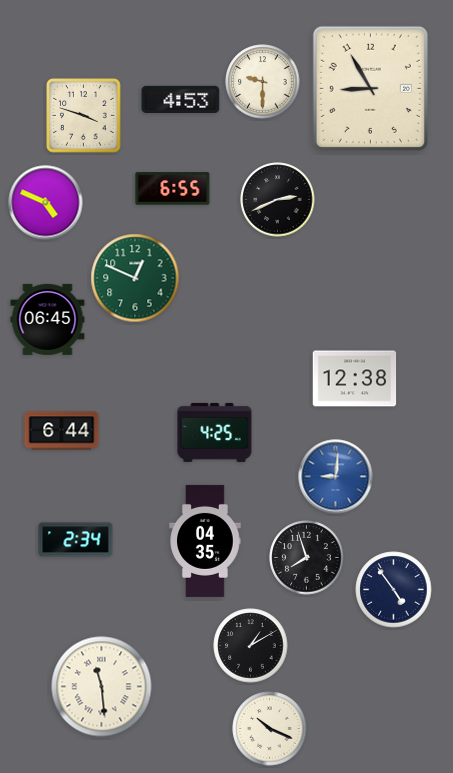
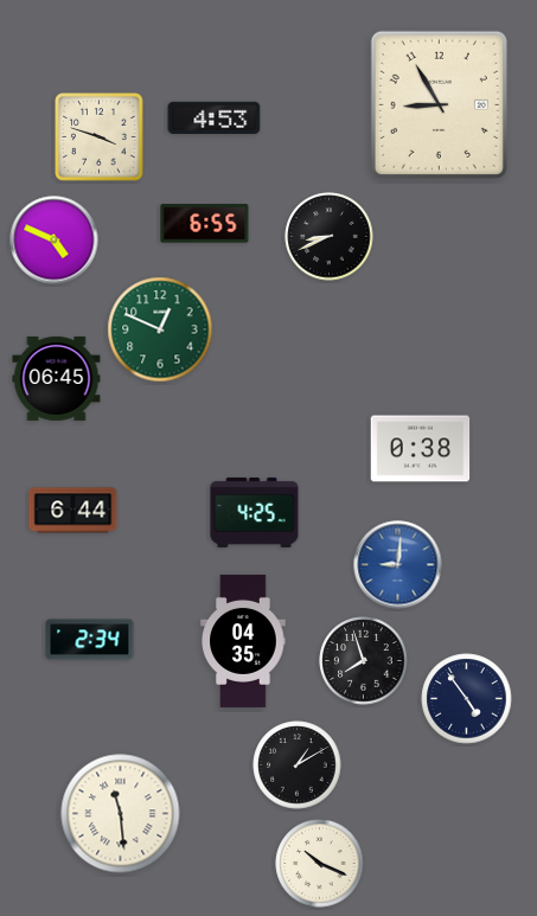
clock at (263, 82): 9:30 -> none
clock at (278, 200): 2:41 -> 8:41
clock at (355, 379): 12:38 -> 0:38
